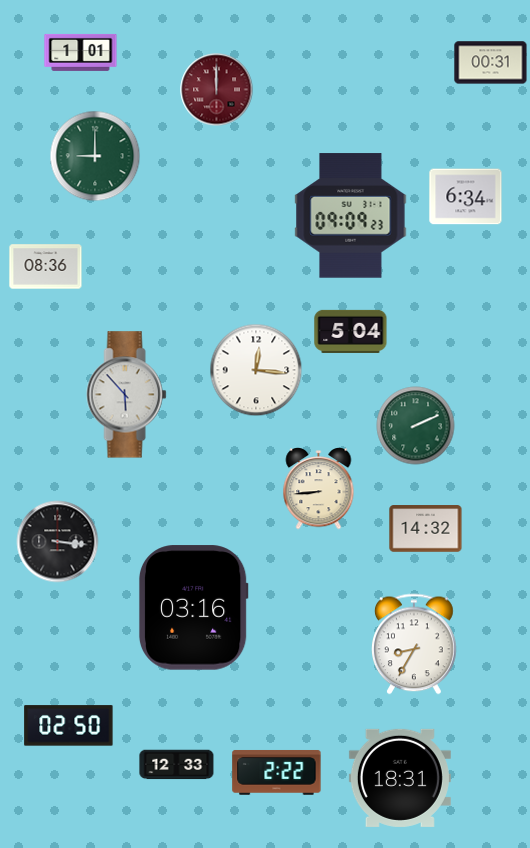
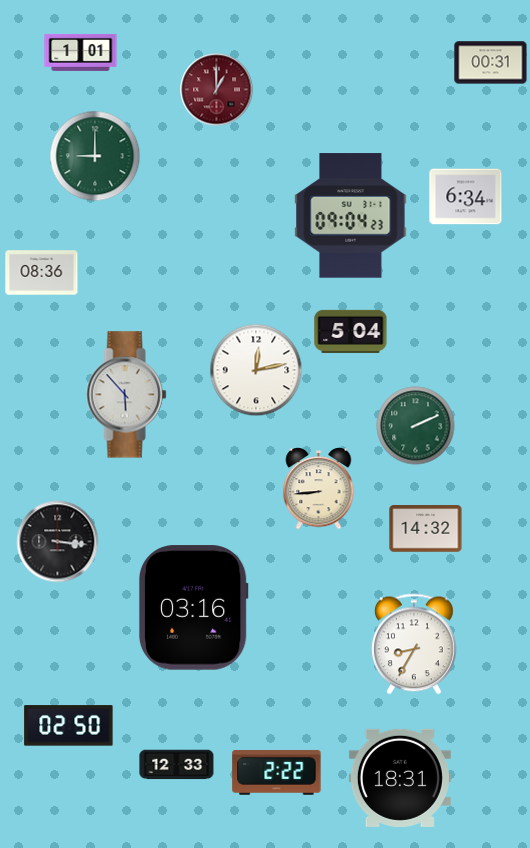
clock at (217, 90): 12:00 -> 1:00
clock at (351, 216): 09:09 -> 09:04
clock at (46, 267) position: (46, 267) -> (42, 273)
clock at (256, 370): 12:16 -> 12:13
